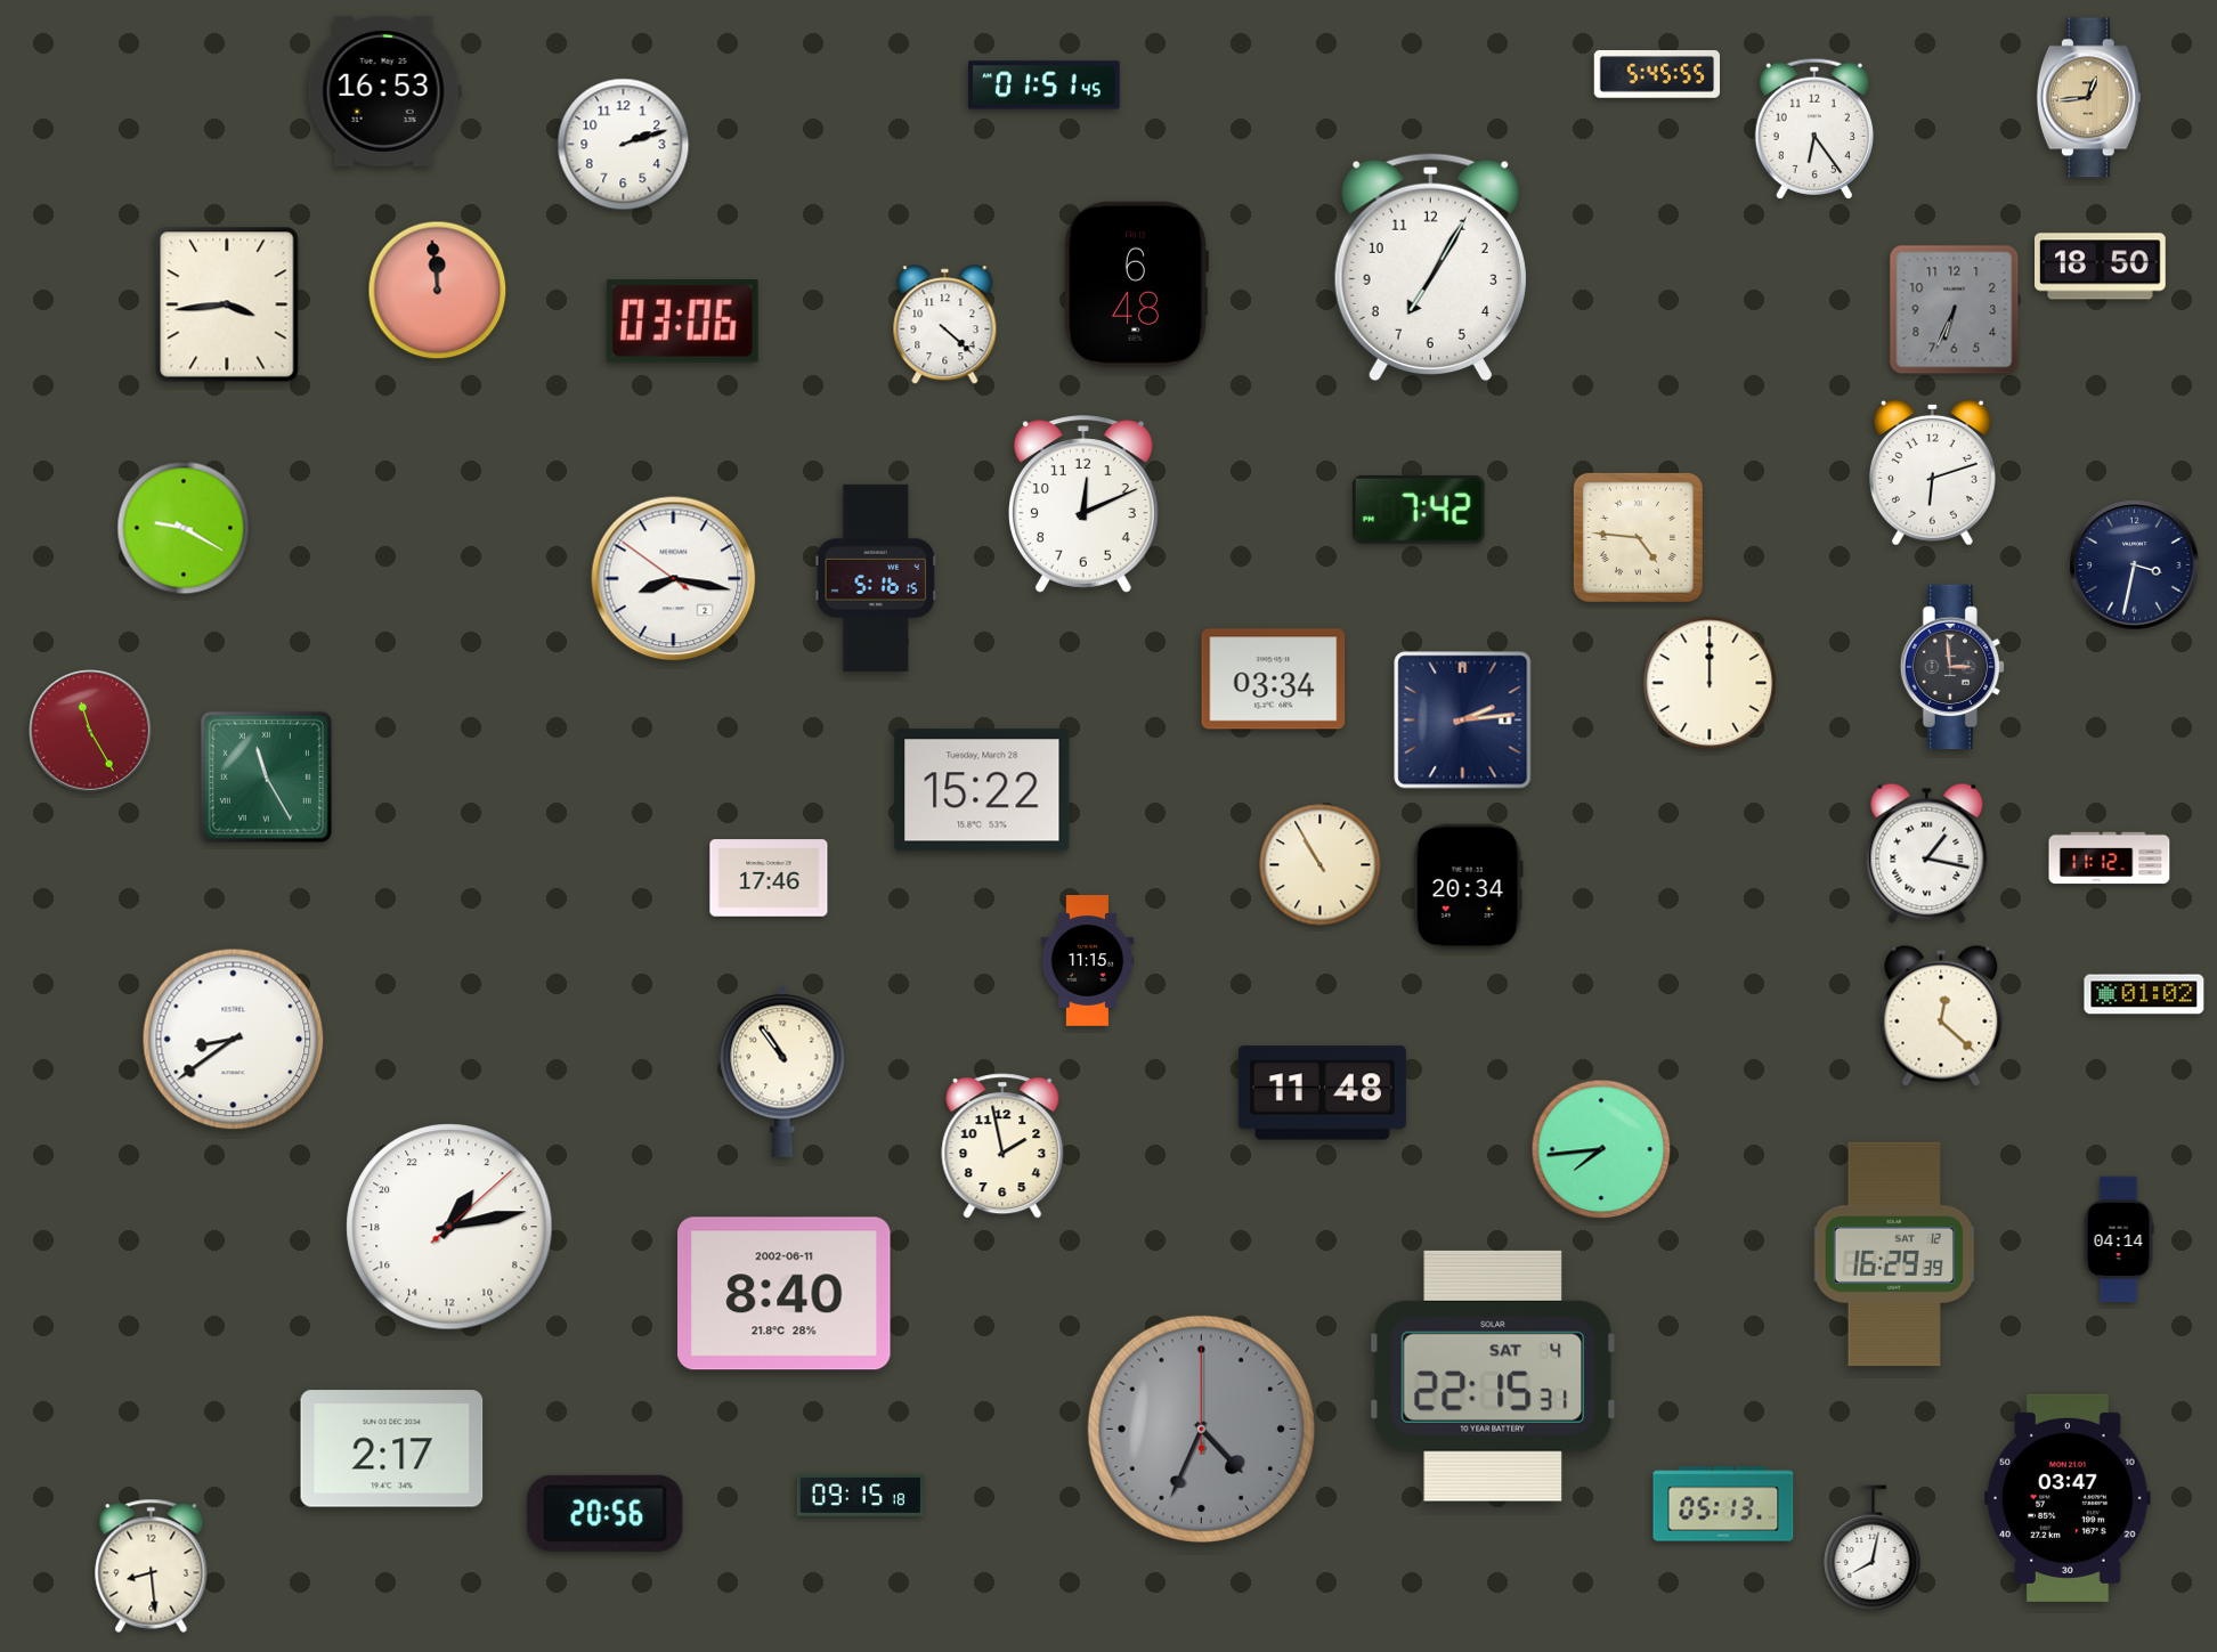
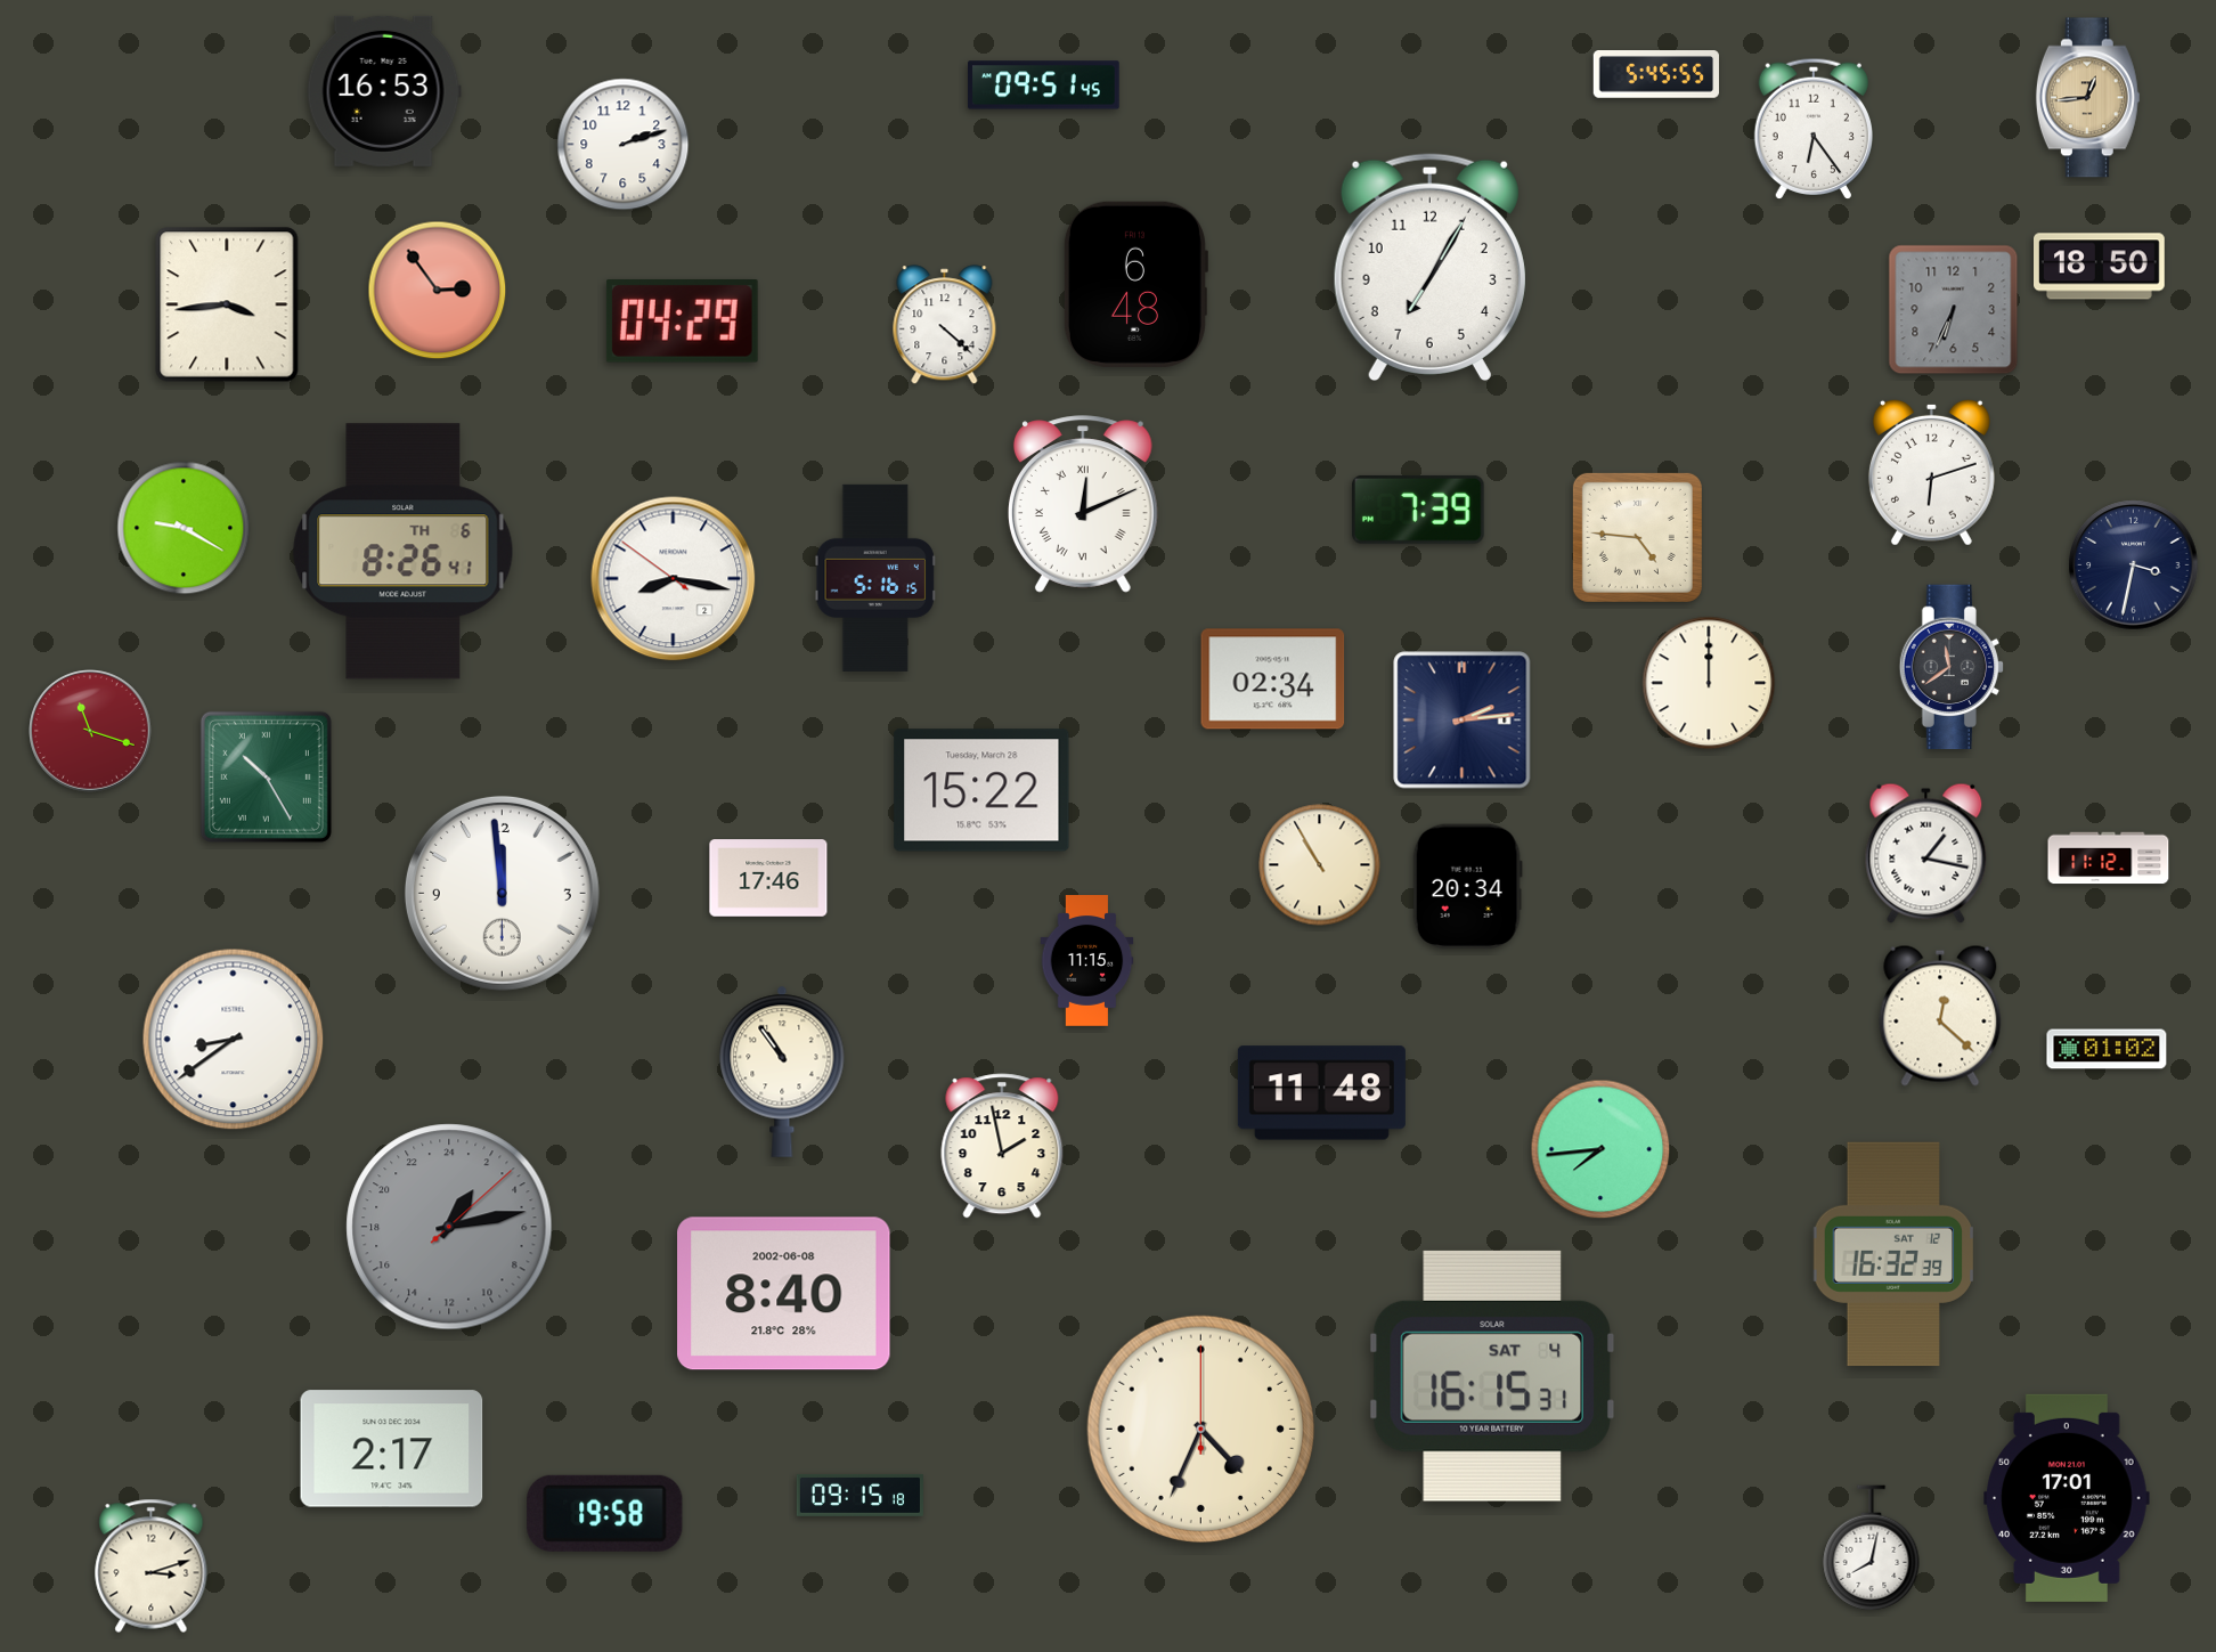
clock at (1045, 86): 01:51 -> 09:51
clock at (438, 291): 11:59 -> 2:54
clock at (682, 322): 03:06 -> 04:29
clock at (1083, 504) numerals: Arabic -> Roman
clock at (1419, 510): 7:42 -> 7:39
clock at (404, 552): none -> 8:26
clock at (1951, 667): 2:59 -> 11:39
clock at (1274, 679): 03:34 -> 02:34
clock at (91, 732): 11:25 -> 11:18
clock at (266, 776): 11:25 -> 10:25
clock at (502, 893): none -> 11:59
clock at (2144, 994) position: (2144, 994) -> (2107, 1049)
clock at (449, 1227) dial: white -> grey
clock at (2119, 1239): 04:14 -> none
clock at (1894, 1254): 16:29 -> 16:32
clock at (785, 1294) date: 2002-06-11 -> 2002-06-08
clock at (1492, 1376): 22:15 -> 16:15
clock at (1201, 1429) dial: grey -> cream
clock at (2068, 1498): 03:47 -> 17:01
clock at (1723, 1504): 05:13 -> none
clock at (606, 1513): 20:56 -> 19:58
clock at (152, 1565): 8:29 -> 3:12
